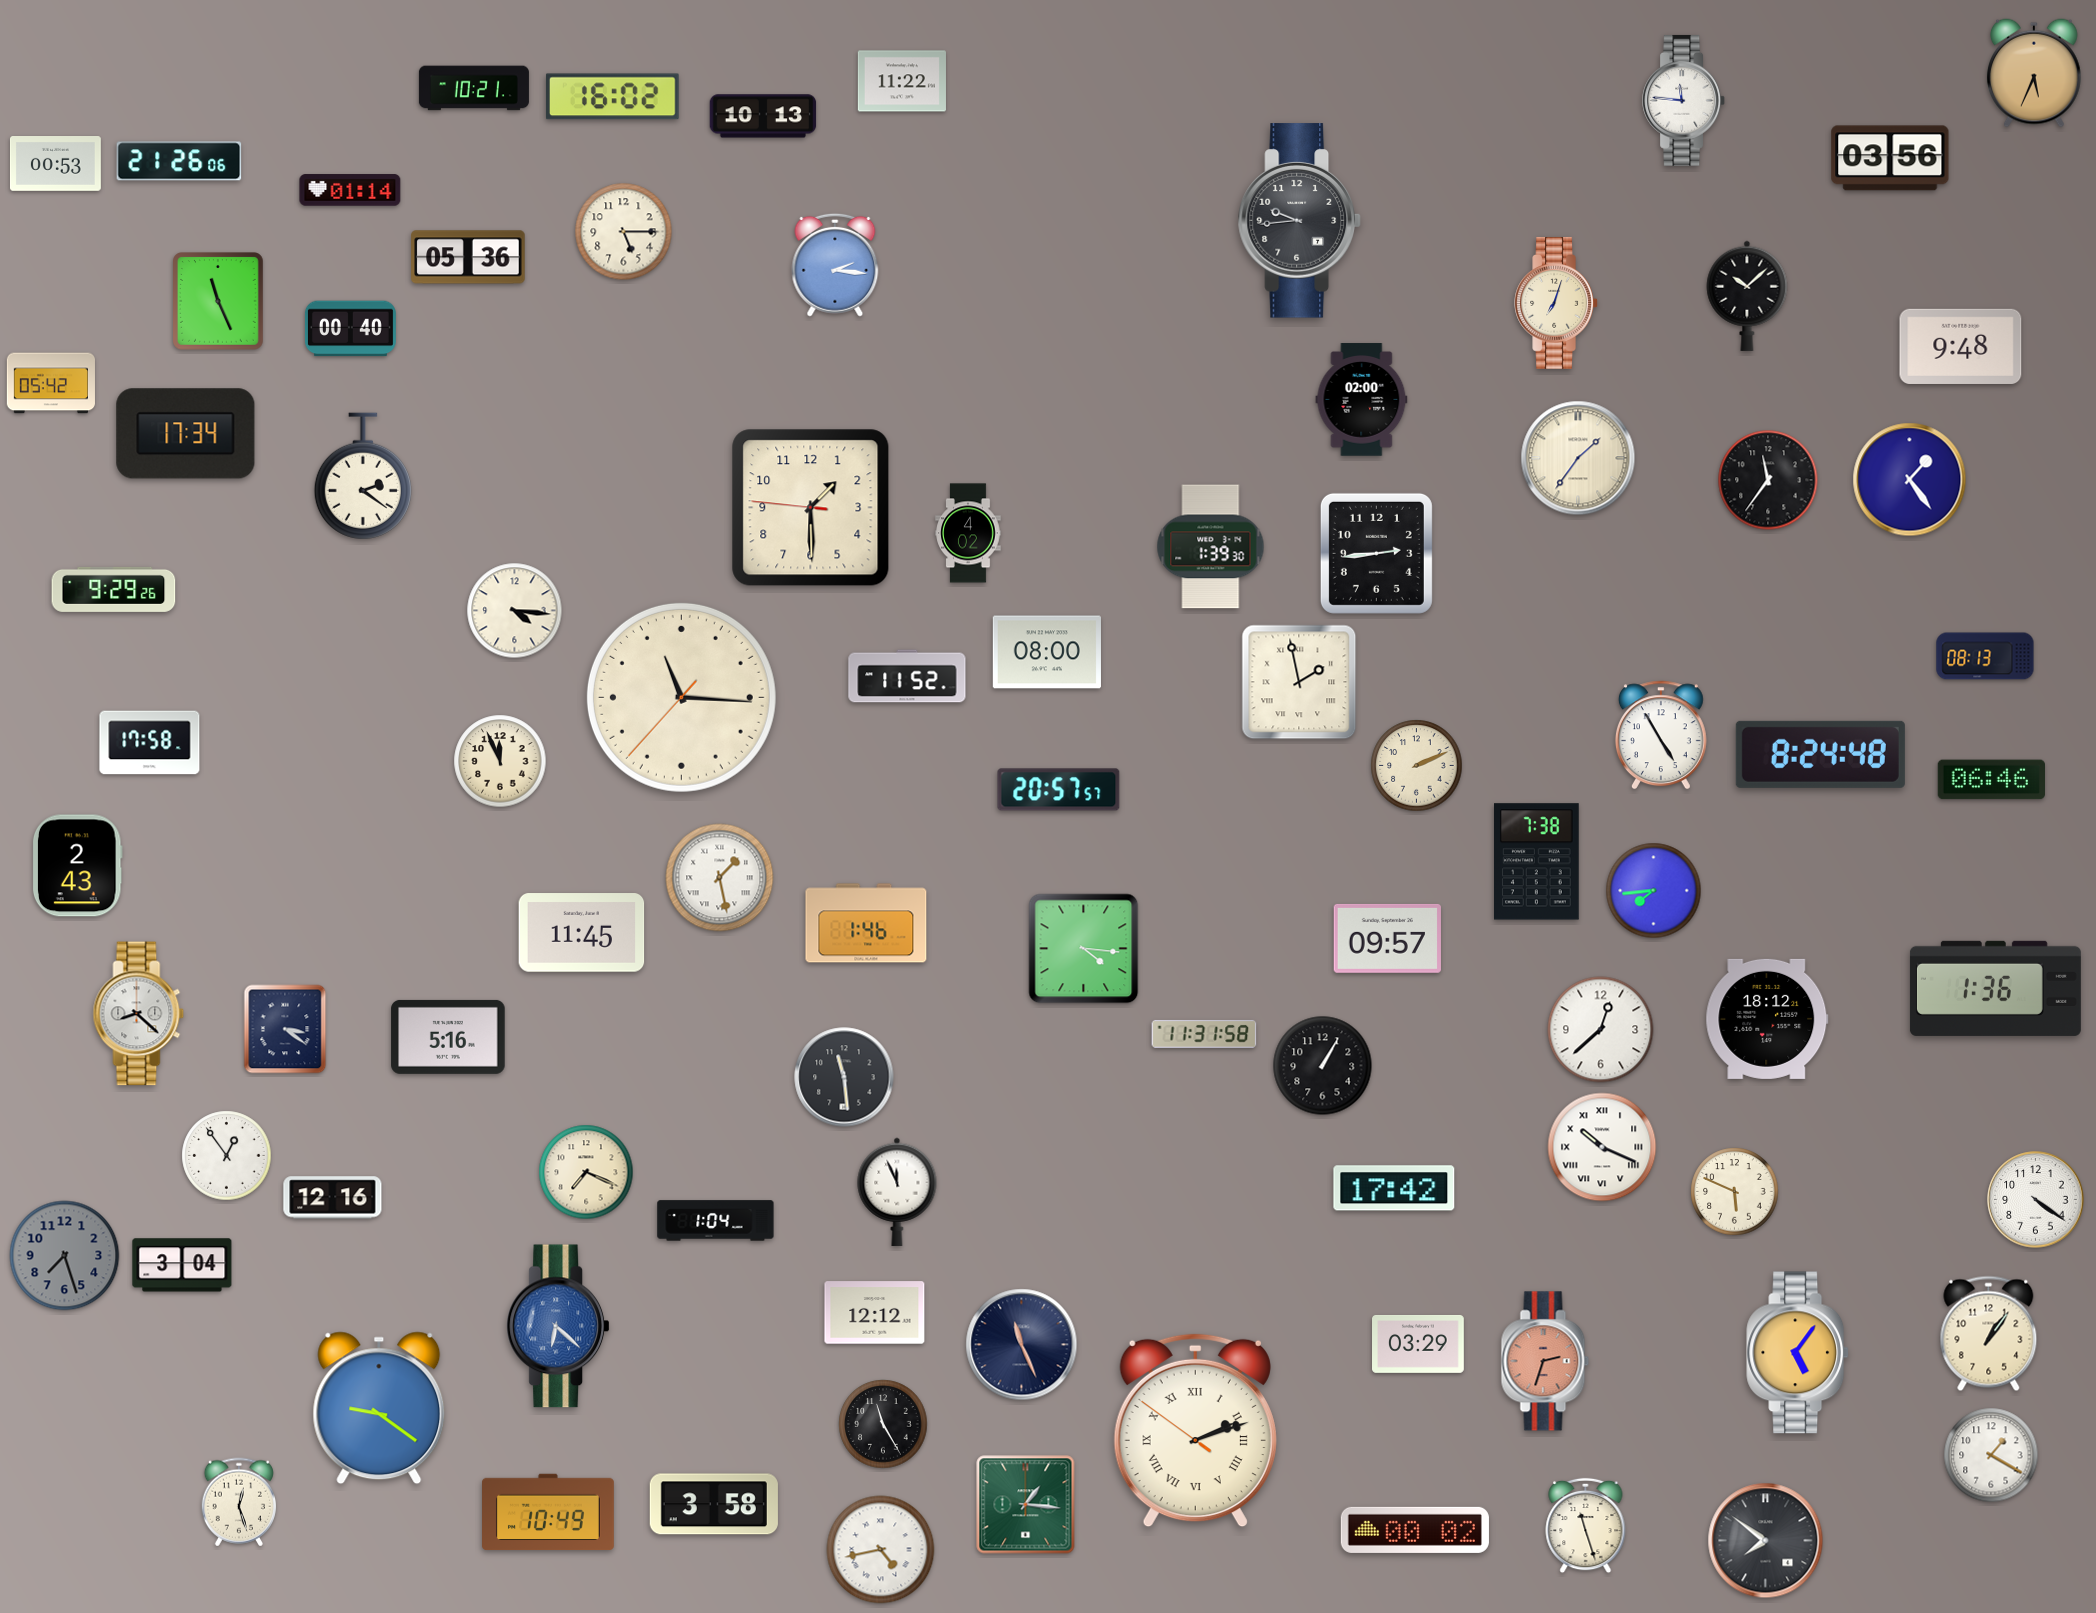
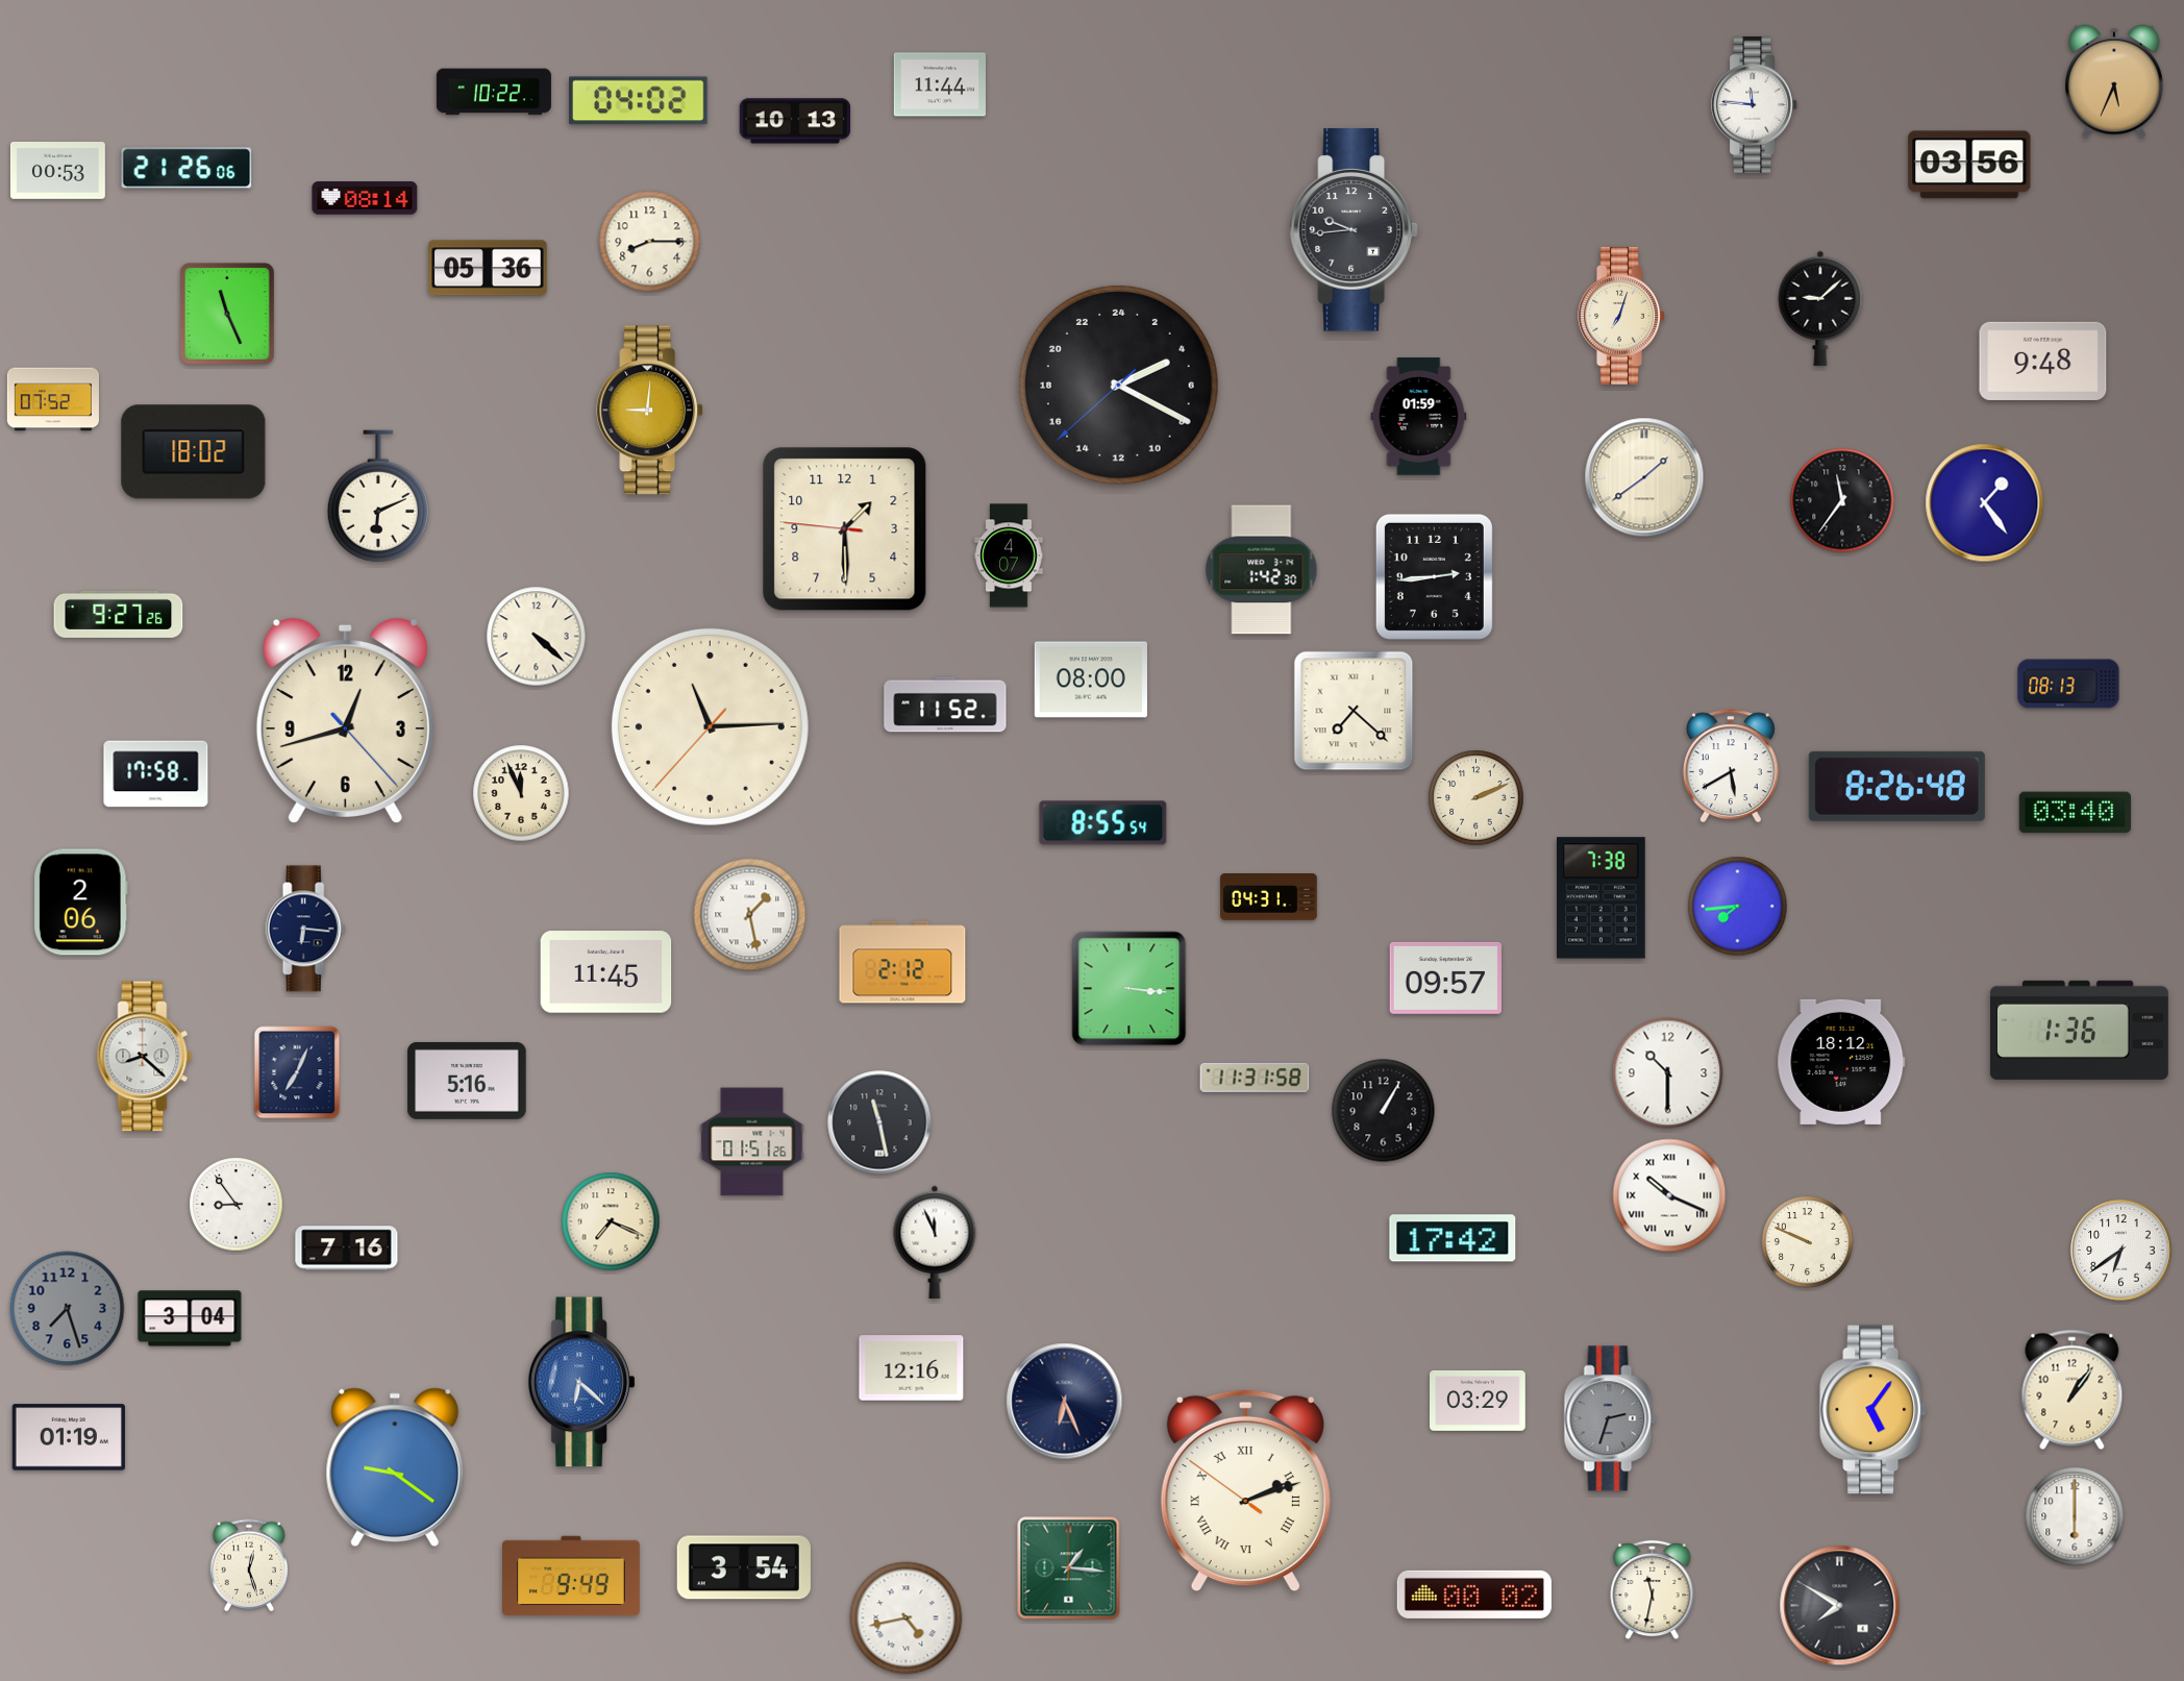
clock at (2034, 73) position: (2034, 73) -> (2114, 81)
clock at (902, 81): 11:22 -> 11:44
clock at (474, 88): 10:21 -> 10:22
clock at (612, 97): 16:02 -> 04:02
clock at (350, 190): 01:14 -> 08:14
clock at (624, 232): 5:15 -> 8:15
clock at (835, 265): 2:16 -> none
clock at (1747, 296): 10:08 -> 9:08
clock at (350, 329): 00:40 -> none
clock at (1118, 385): none -> 4:19
clock at (50, 383): 05:42 -> 07:52
clock at (650, 411): none -> 9:01
clock at (1362, 400): 02:00 -> 01:59
clock at (186, 434): 17:34 -> 18:02
clock at (1578, 458): 1:36 -> 1:39
clock at (363, 476): 2:21 -> 6:11
clock at (1910, 480) position: (1910, 480) -> (1985, 503)
clock at (968, 533): 4:02 -> 4:07
clock at (1211, 547): 1:39 -> 1:42
clock at (114, 589): 9:29 -> 9:27
clock at (515, 611): 4:16 -> 4:22
clock at (1299, 682): 1:58 -> 7:22
clock at (345, 720): none -> 12:42
clock at (681, 697): 11:15 -> 11:14
clock at (1661, 735): 4:55 -> 5:40
clock at (1820, 754): 8:24 -> 8:26
clock at (1991, 780): 06:46 -> 03:40
clock at (1059, 790): 20:57 -> 8:55
clock at (1269, 897): none -> 04:31
clock at (77, 866): 2:43 -> 2:06
clock at (305, 929): none -> 6:16
clock at (1654, 891) position: (1654, 891) -> (1738, 907)
clock at (866, 923): 1:46 -> 2:12
clock at (1084, 949): 4:16 -> 3:16
clock at (285, 1029): 3:21 -> 7:04
clock at (1601, 1030): 12:38 -> 10:30
clock at (1323, 1066) position: (1323, 1066) -> (1384, 1111)
clock at (844, 1077): 11:29 -> 11:28
clock at (752, 1142): none -> 01:51
clock at (227, 1156): 12:54 -> 8:54
clock at (1735, 1192): 5:49 -> 9:49
clock at (333, 1198): 12:16 -> 7:16
clock at (2036, 1200): 4:21 -> 6:39
clock at (716, 1221): 1:04 -> none
clock at (875, 1313): 12:12 -> 12:16
clock at (1022, 1345): 11:26 -> 6:26
clock at (1545, 1361) dial: salmon -> grey
clock at (69, 1437): none -> 01:19
clock at (883, 1424): 11:25 -> none
clock at (1991, 1455): 1:20 -> 6:00
clock at (714, 1504): 3:58 -> 3:54
clock at (549, 1512): 10:49 -> 9:49
clock at (1586, 1526): 11:27 -> 11:32
clock at (1766, 1541): 7:51 -> 7:50
clock at (881, 1550) position: (881, 1550) -> (907, 1618)
